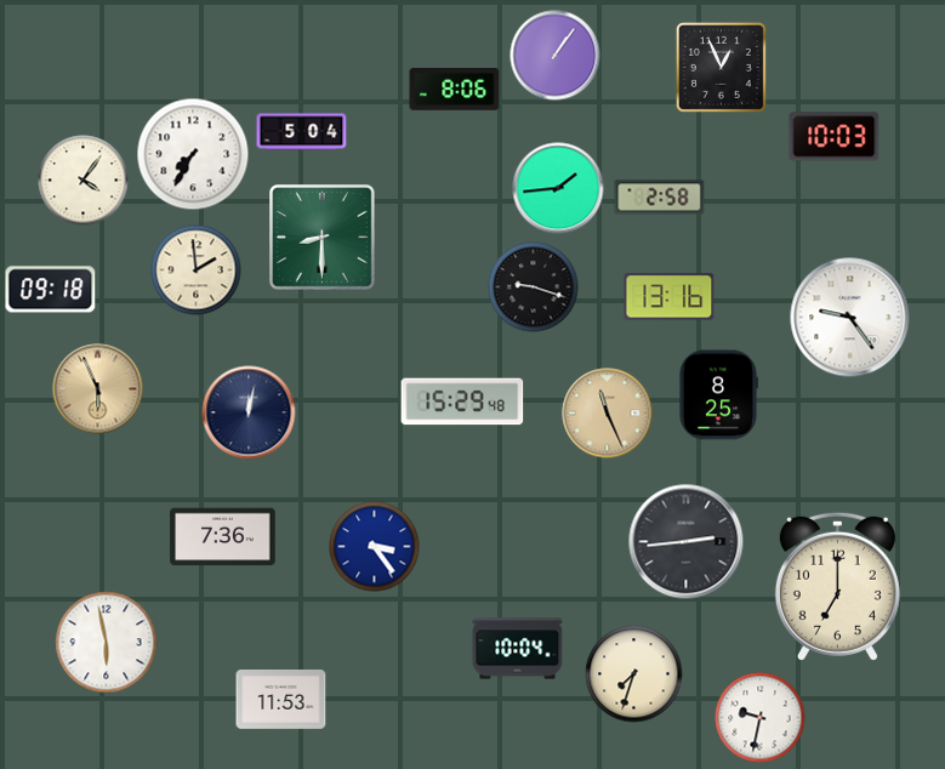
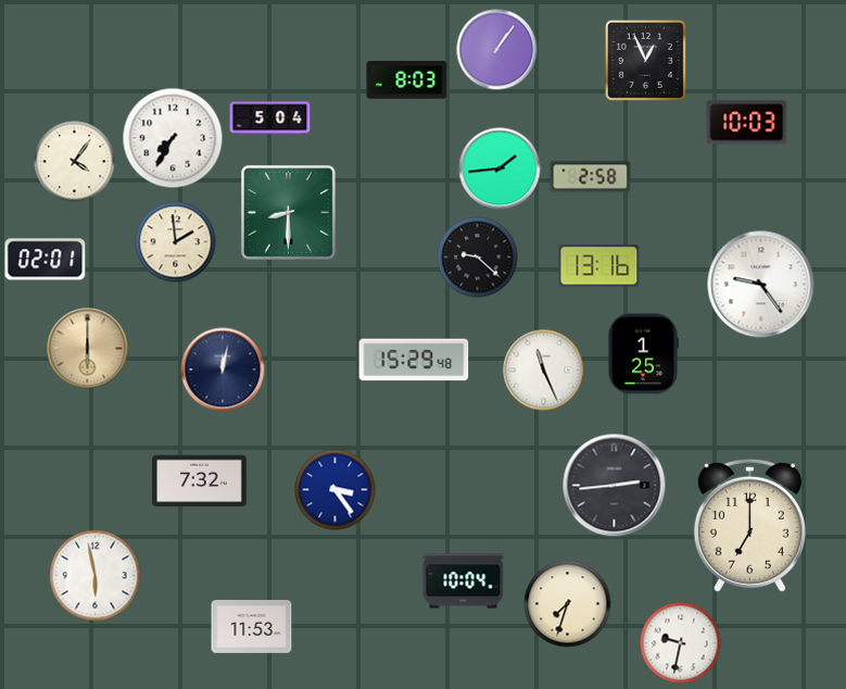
clock at (455, 90): 8:06 -> 8:03
clock at (534, 287): 9:18 -> 9:22
clock at (51, 290): 09:18 -> 02:01
clock at (98, 389): 5:56 -> 6:00
clock at (718, 395): 8:25 -> 1:25
clock at (608, 414) dial: champagne -> white
clock at (223, 537): 7:36 -> 7:32
